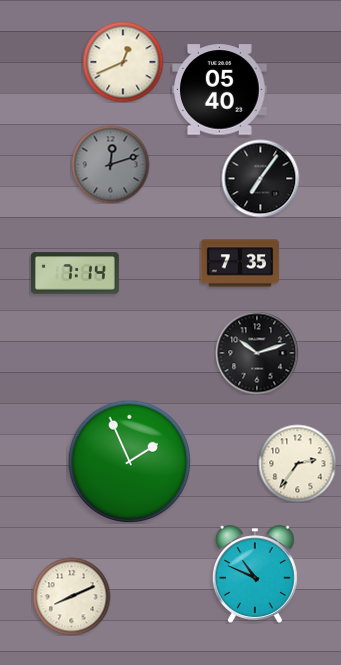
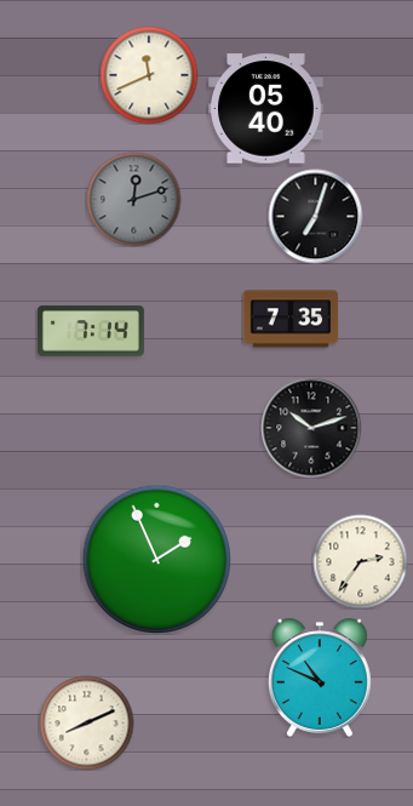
clock at (123, 62): 12:41 -> 11:41
clock at (260, 178): 7:06 -> 7:03
clock at (255, 574) position: (255, 574) -> (320, 678)
